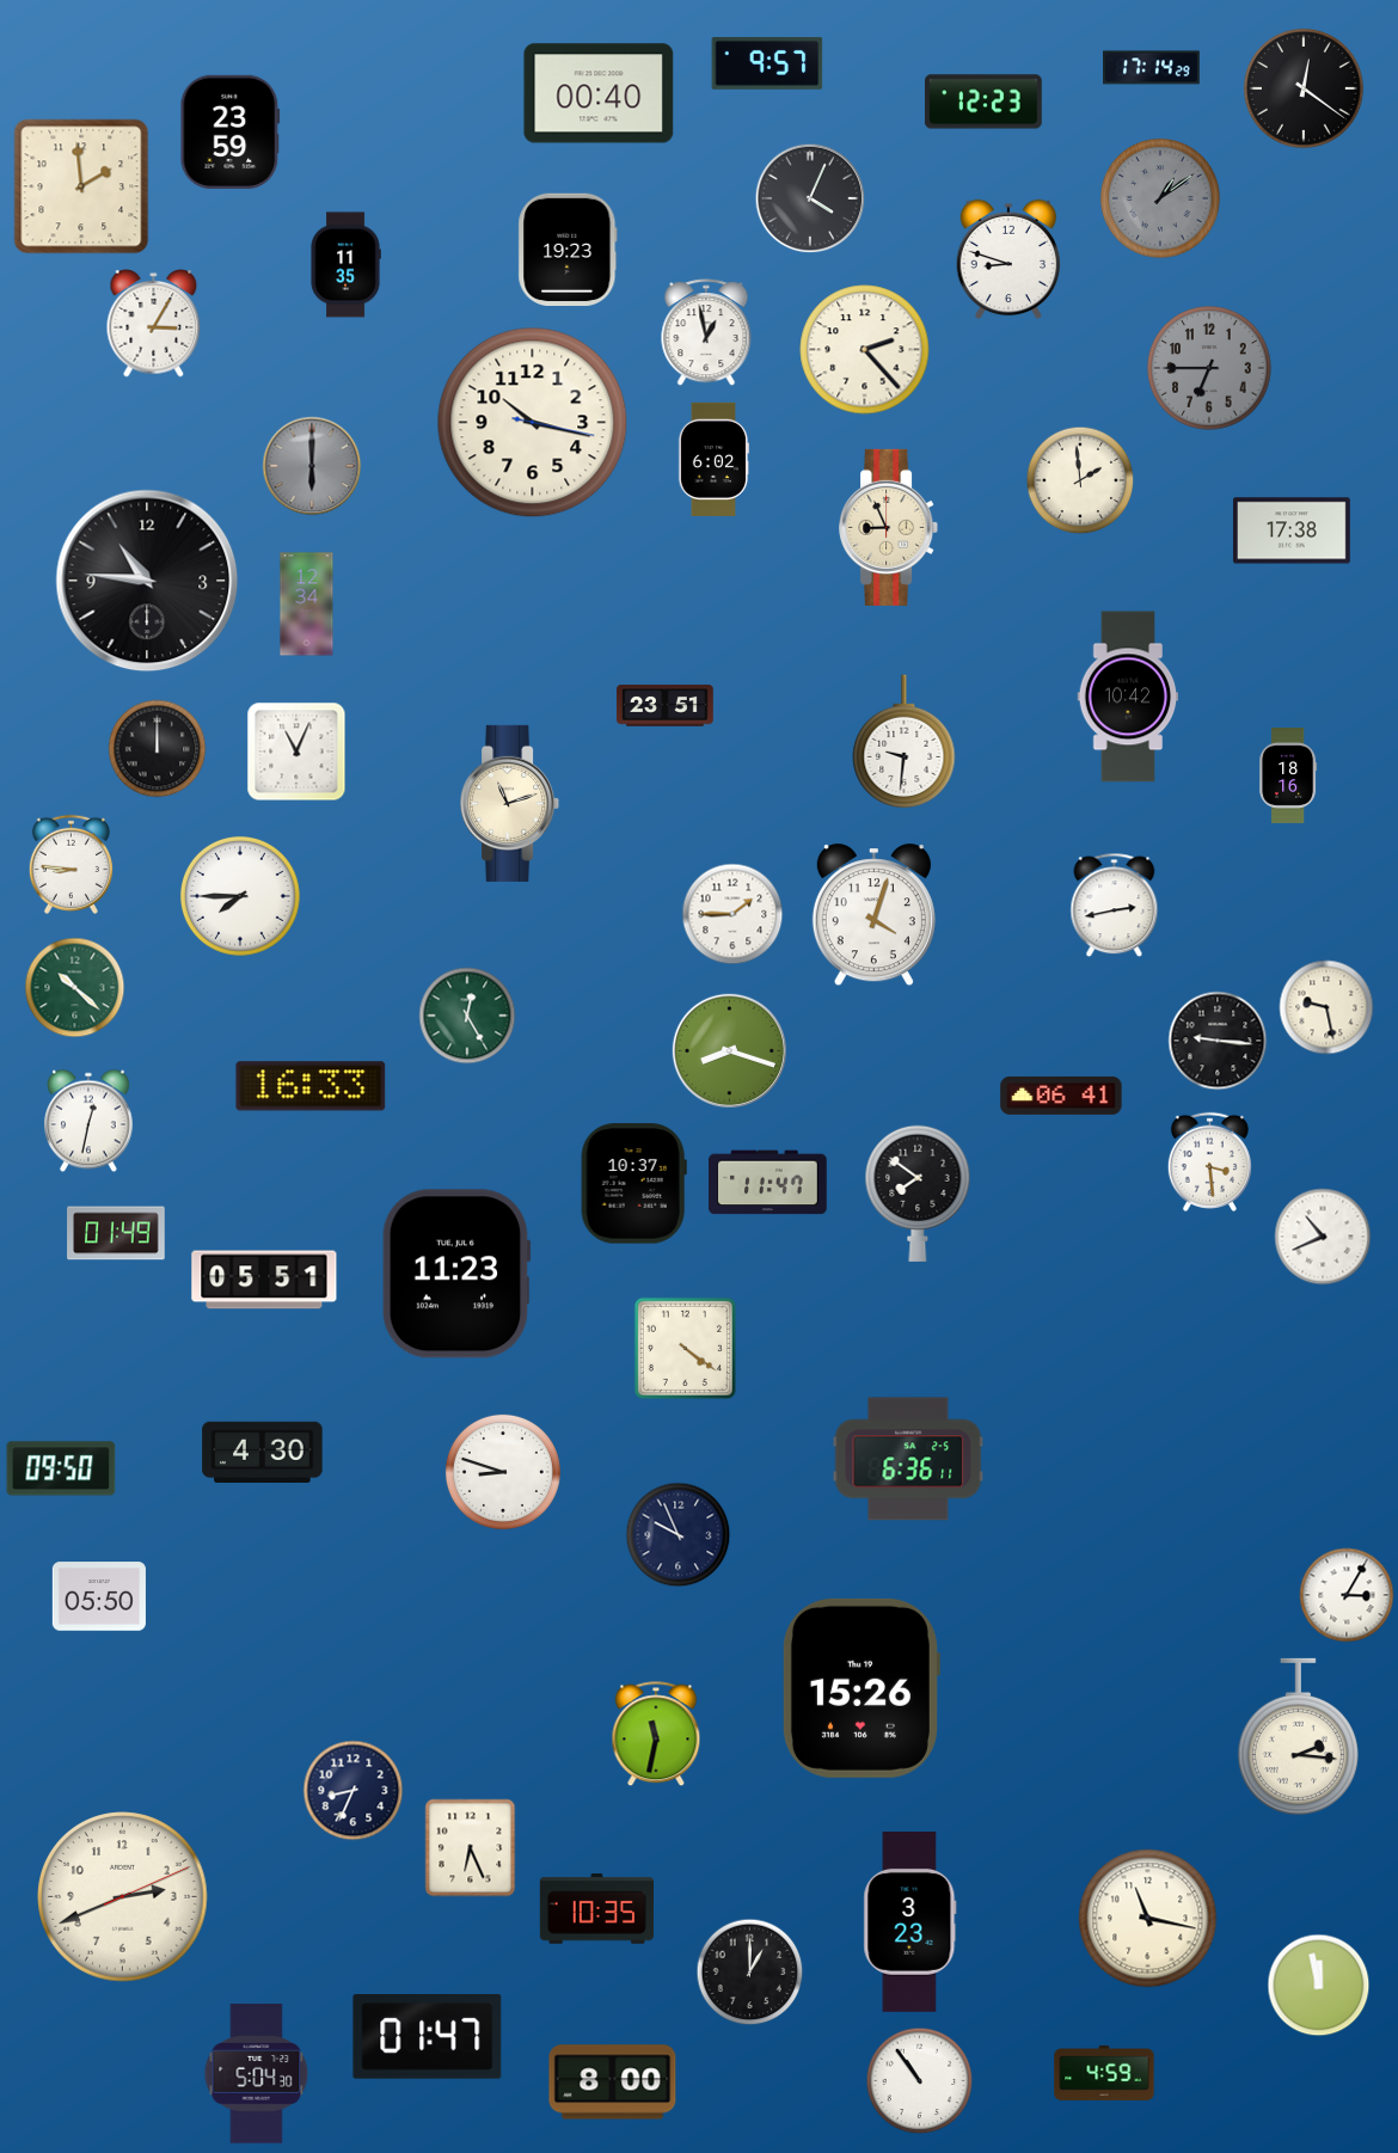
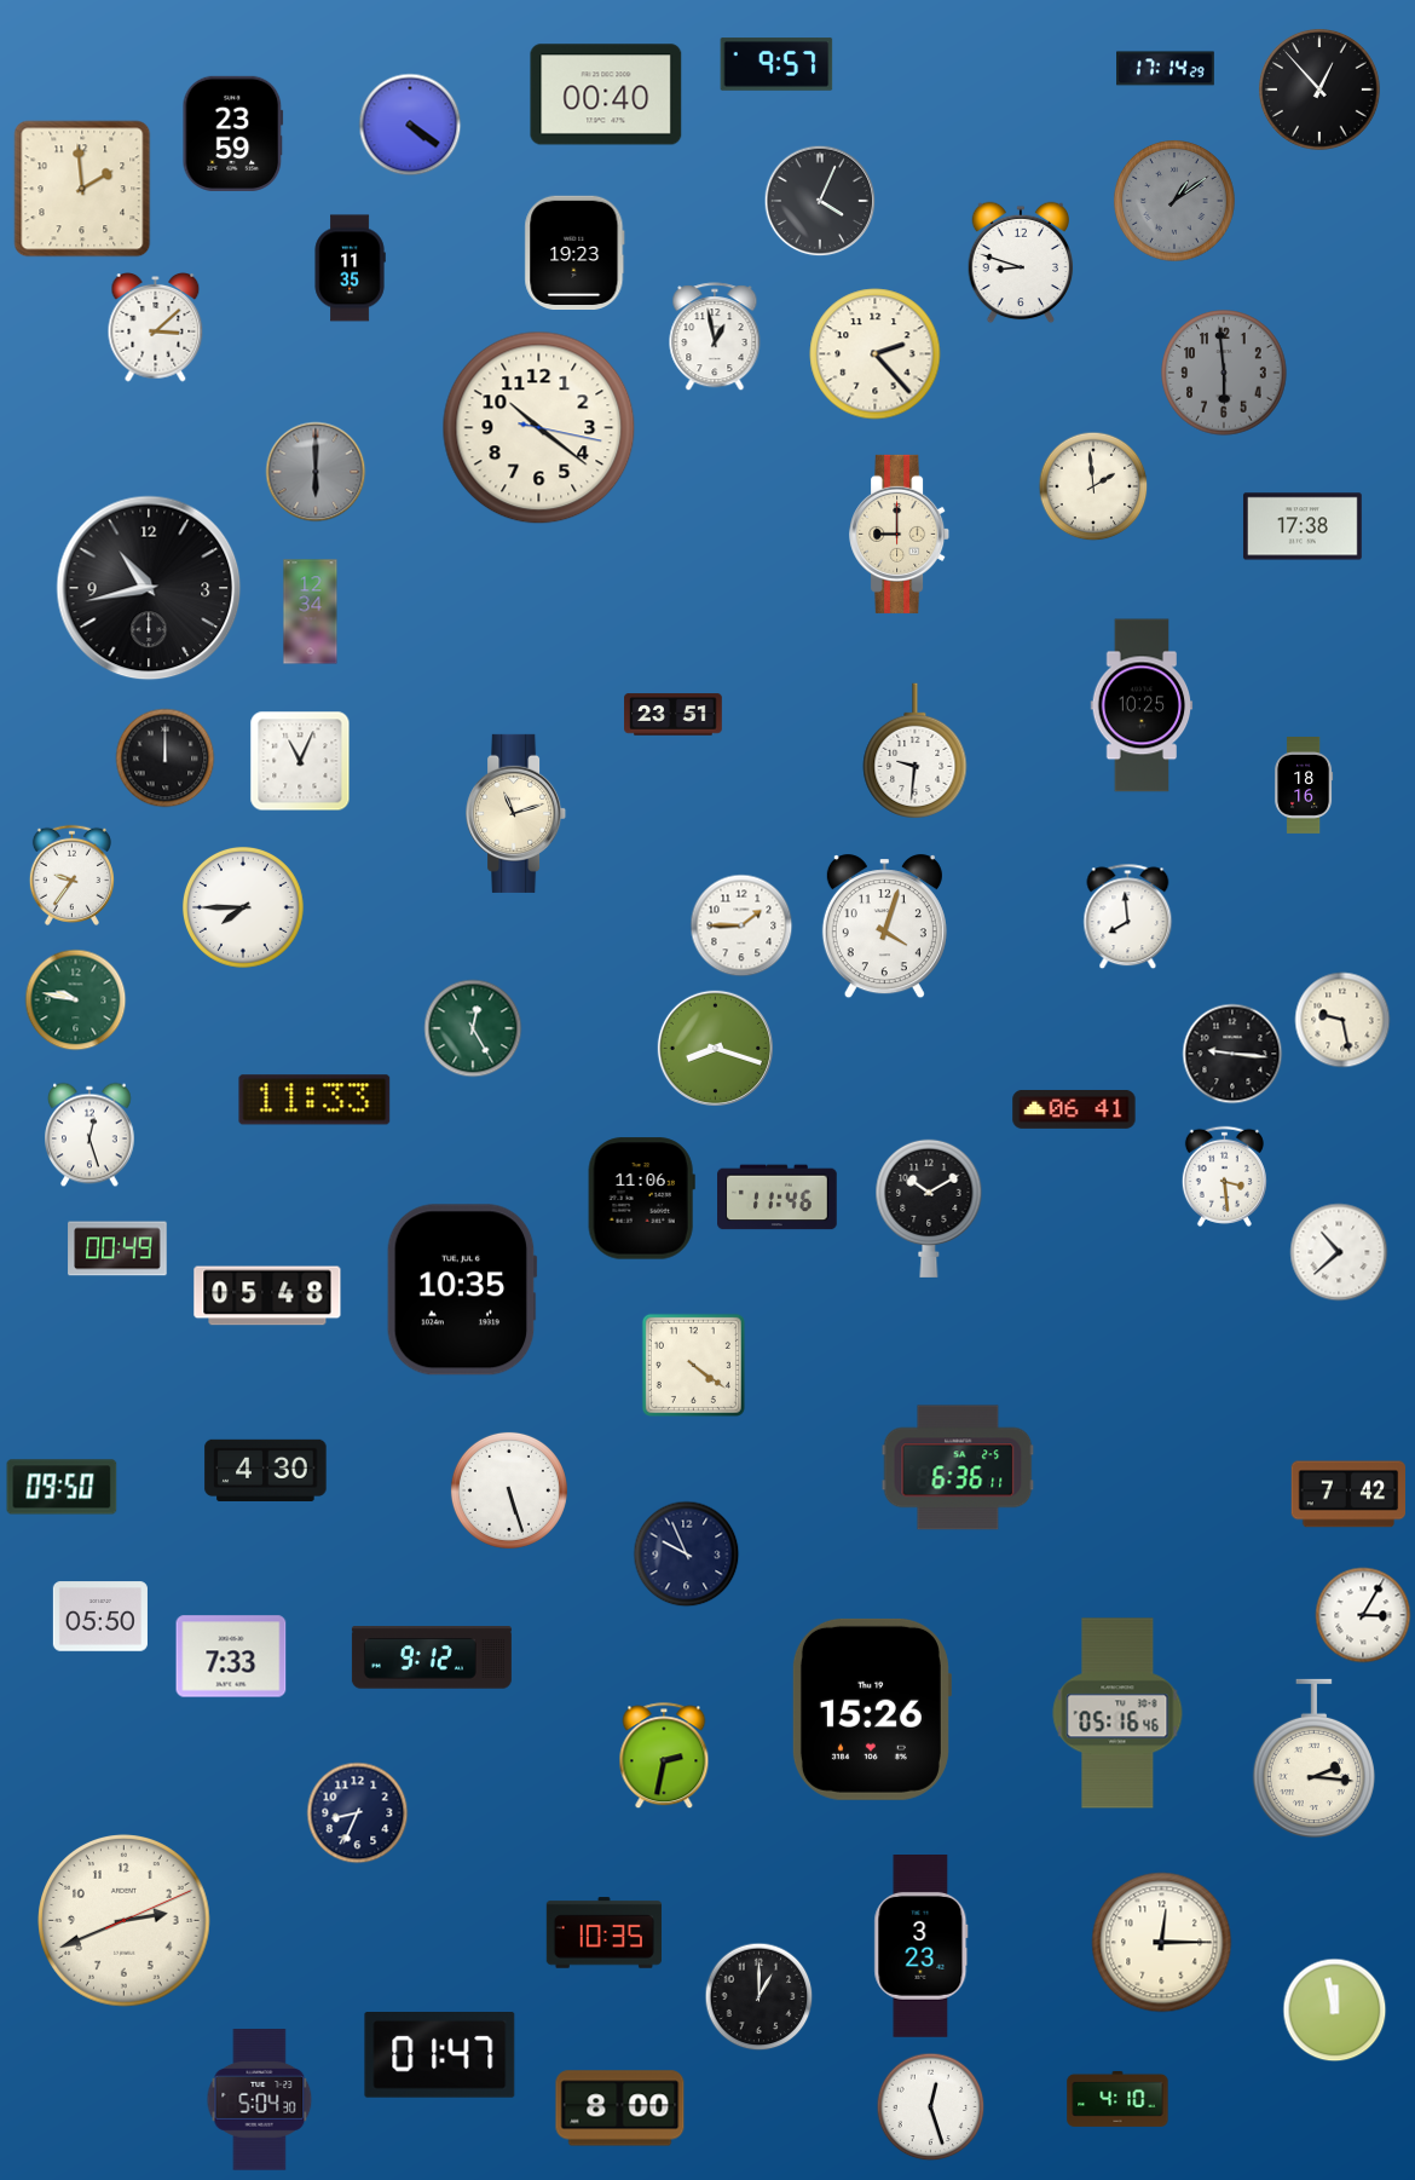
clock at (1304, 88): 12:21 -> 12:53
clock at (983, 102): 12:23 -> none
clock at (410, 125): none -> 4:21
clock at (154, 324): 3:05 -> 3:08
clock at (1209, 368): 6:45 -> 5:59
clock at (533, 423): 10:17 -> 10:21
clock at (713, 459): 6:02 -> none
clock at (889, 527): 8:56 -> 9:00
clock at (1292, 530) position: (1292, 530) -> (1303, 526)
clock at (147, 581): 10:46 -> 10:43
clock at (1128, 697): 10:42 -> 10:25
clock at (158, 749) position: (158, 749) -> (166, 759)
clock at (70, 864): 8:46 -> 9:36
clock at (1115, 906): 2:43 -> 7:59
clock at (75, 988): 10:22 -> 9:47
clock at (729, 1050) position: (729, 1050) -> (715, 1048)
clock at (311, 1086): 16:33 -> 11:33
clock at (90, 1121): 12:32 -> 12:27
clock at (768, 1183): 11:47 -> 11:46
clock at (633, 1184): 10:37 -> 11:06
clock at (918, 1194): 7:51 -> 10:10
clock at (116, 1233): 01:49 -> 00:49
clock at (1323, 1237): 10:41 -> 10:38
clock at (456, 1274): 11:23 -> 10:35
clock at (264, 1280): 05:51 -> 05:48
clock at (908, 1459) position: (908, 1459) -> (958, 1467)
clock at (503, 1472): 8:48 -> 5:27
clock at (1347, 1494): none -> 7:42
clock at (231, 1656): none -> 7:33
clock at (432, 1657): none -> 9:12
clock at (1117, 1713): none -> 05:16
clock at (656, 1735): 11:32 -> 2:32
clock at (471, 1848): 6:26 -> none
clock at (1148, 1919): 11:17 -> 12:15
clock at (428, 2037) position: (428, 2037) -> (440, 2055)
clock at (1104, 2073): 4:59 -> 4:10
clock at (920, 2081): 10:54 -> 12:27
